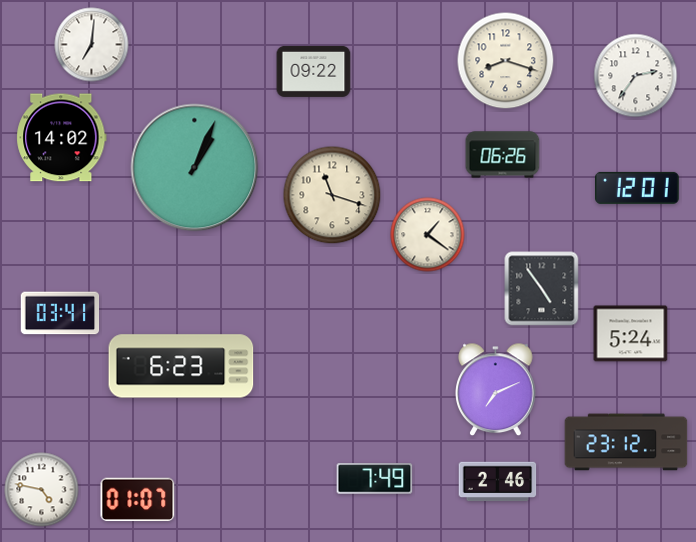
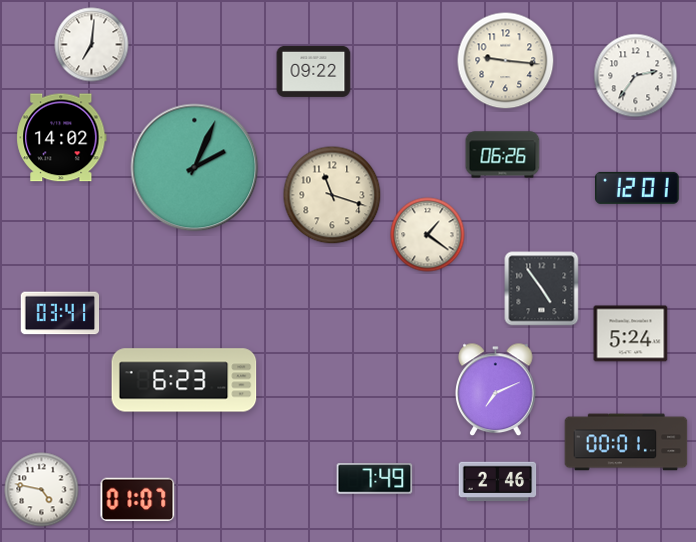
clock at (506, 61): 8:18 -> 9:16
clock at (195, 168): 1:04 -> 2:04
clock at (181, 366) position: (181, 366) -> (184, 380)
clock at (626, 442): 23:12 -> 00:01
